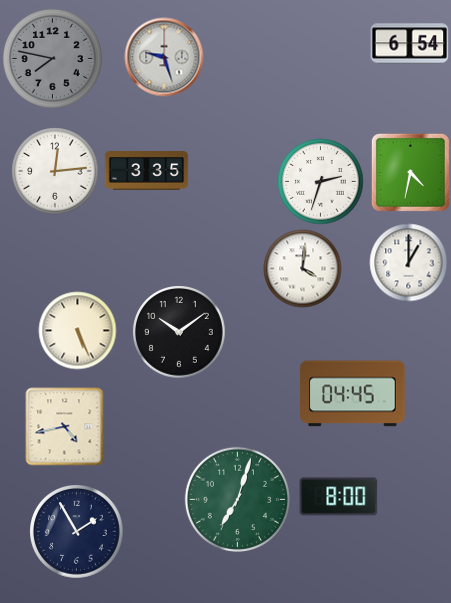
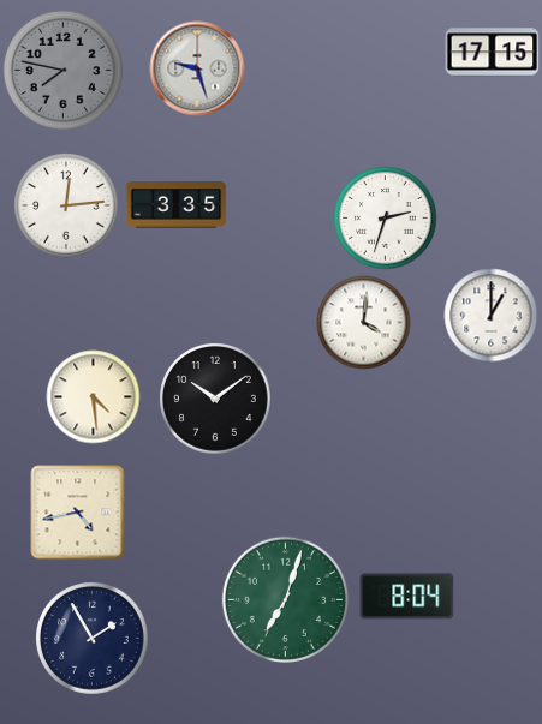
clock at (409, 44): 6:54 -> 17:15
clock at (410, 172): 4:32 -> none
clock at (77, 330): 5:26 -> 4:29
clock at (353, 394): 04:45 -> none
clock at (338, 497): 8:00 -> 8:04
